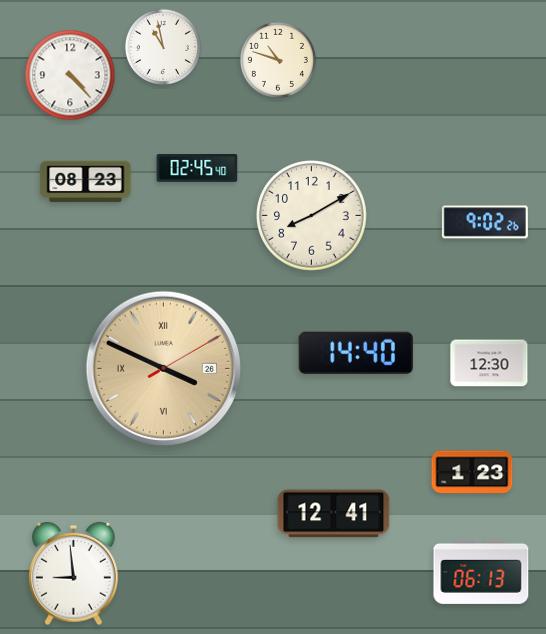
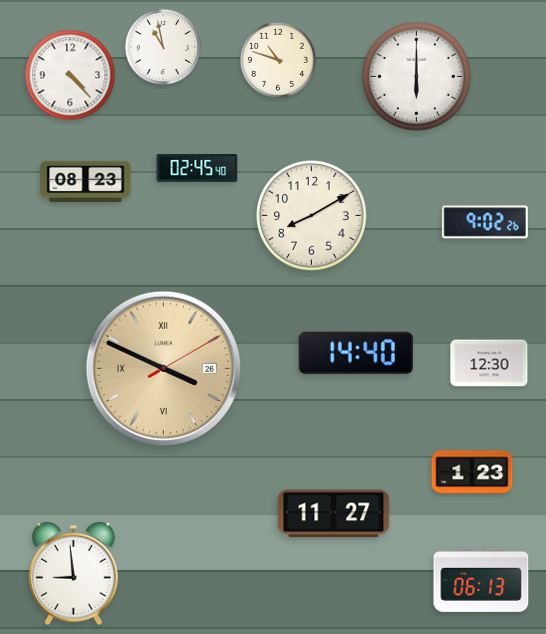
clock at (416, 76): none -> 6:00
clock at (334, 514): 12:41 -> 11:27
clock at (481, 572) position: (481, 572) -> (481, 580)
